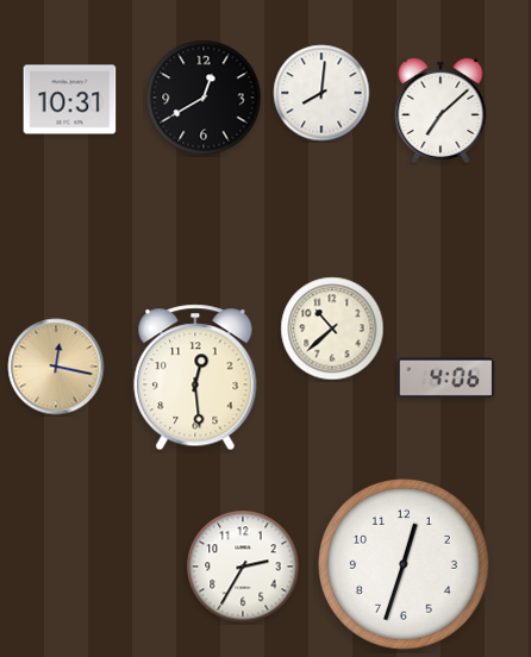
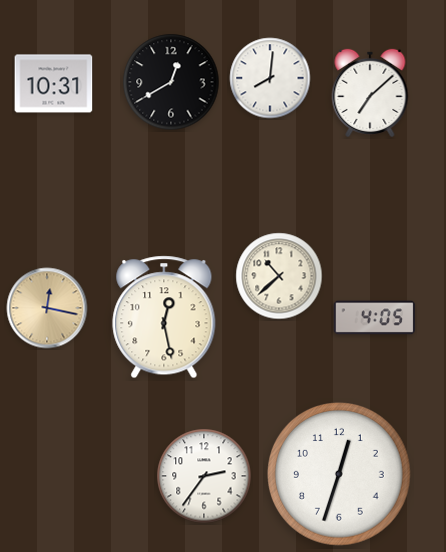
clock at (70, 100) position: (70, 100) -> (54, 84)
clock at (195, 377): 12:29 -> 12:28
clock at (446, 378): 4:06 -> 4:05
clock at (243, 567): 2:35 -> 2:36
